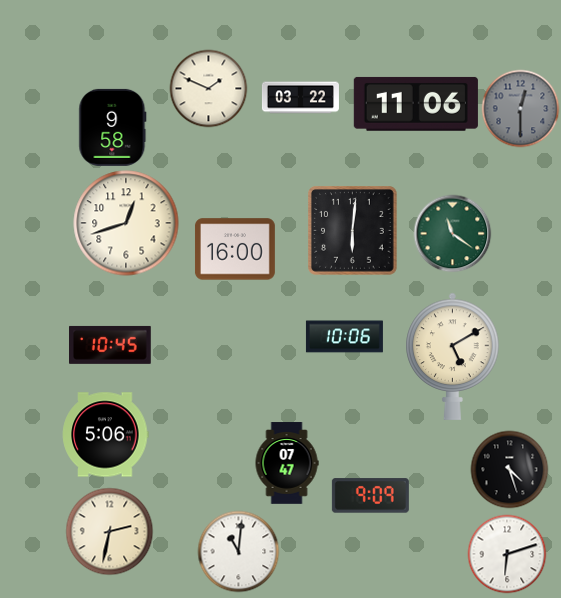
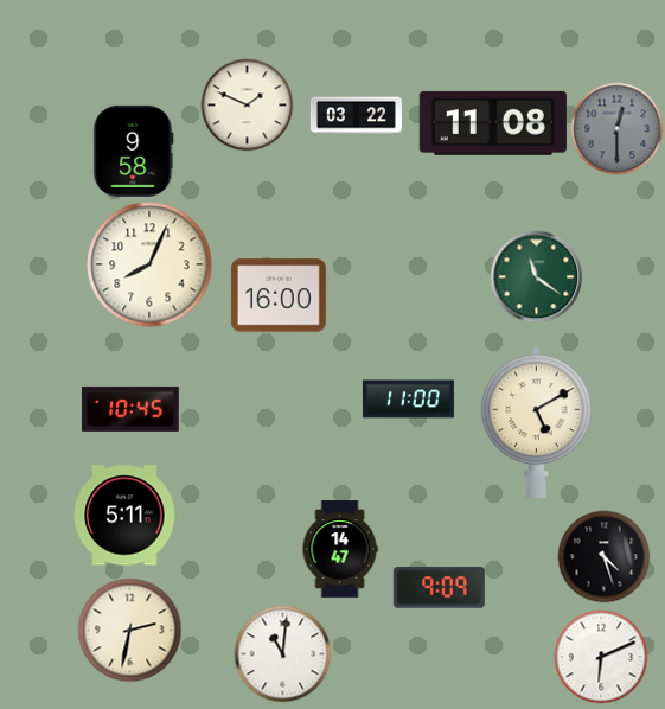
clock at (416, 104): 11:06 -> 11:08
clock at (126, 223): 12:42 -> 8:04
clock at (353, 231): 6:01 -> none
clock at (344, 337): 10:06 -> 11:00
clock at (106, 435): 5:06 -> 5:11
clock at (287, 463): 07:47 -> 14:47
clock at (507, 554): 6:12 -> 6:11
